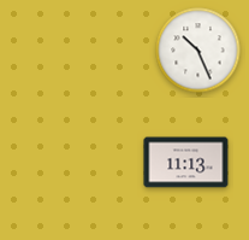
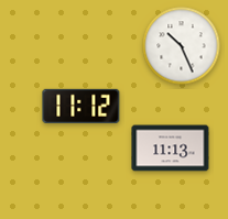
clock at (82, 106): none -> 11:12
